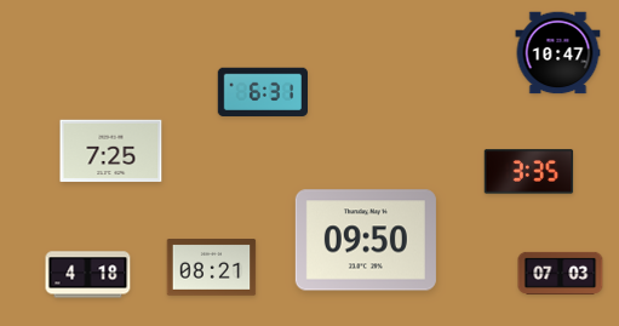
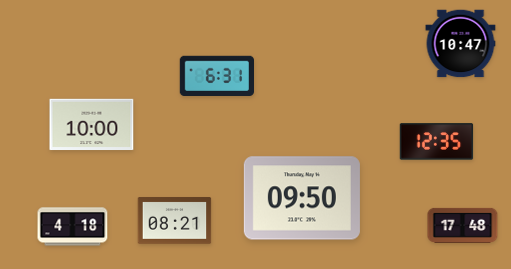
clock at (111, 151): 7:25 -> 10:00
clock at (529, 172): 3:35 -> 12:35
clock at (561, 273): 07:03 -> 17:48
